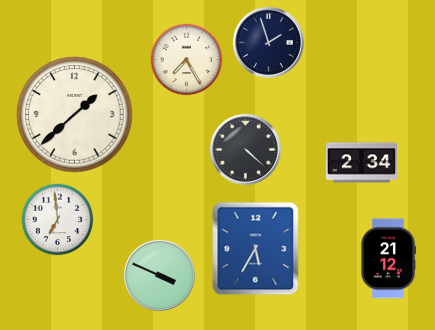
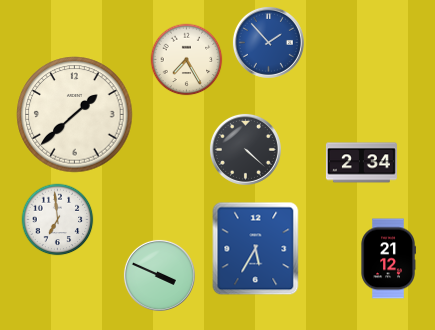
clock at (268, 42): 1:57 -> 1:53
clock at (268, 42) dial: navy -> blue
